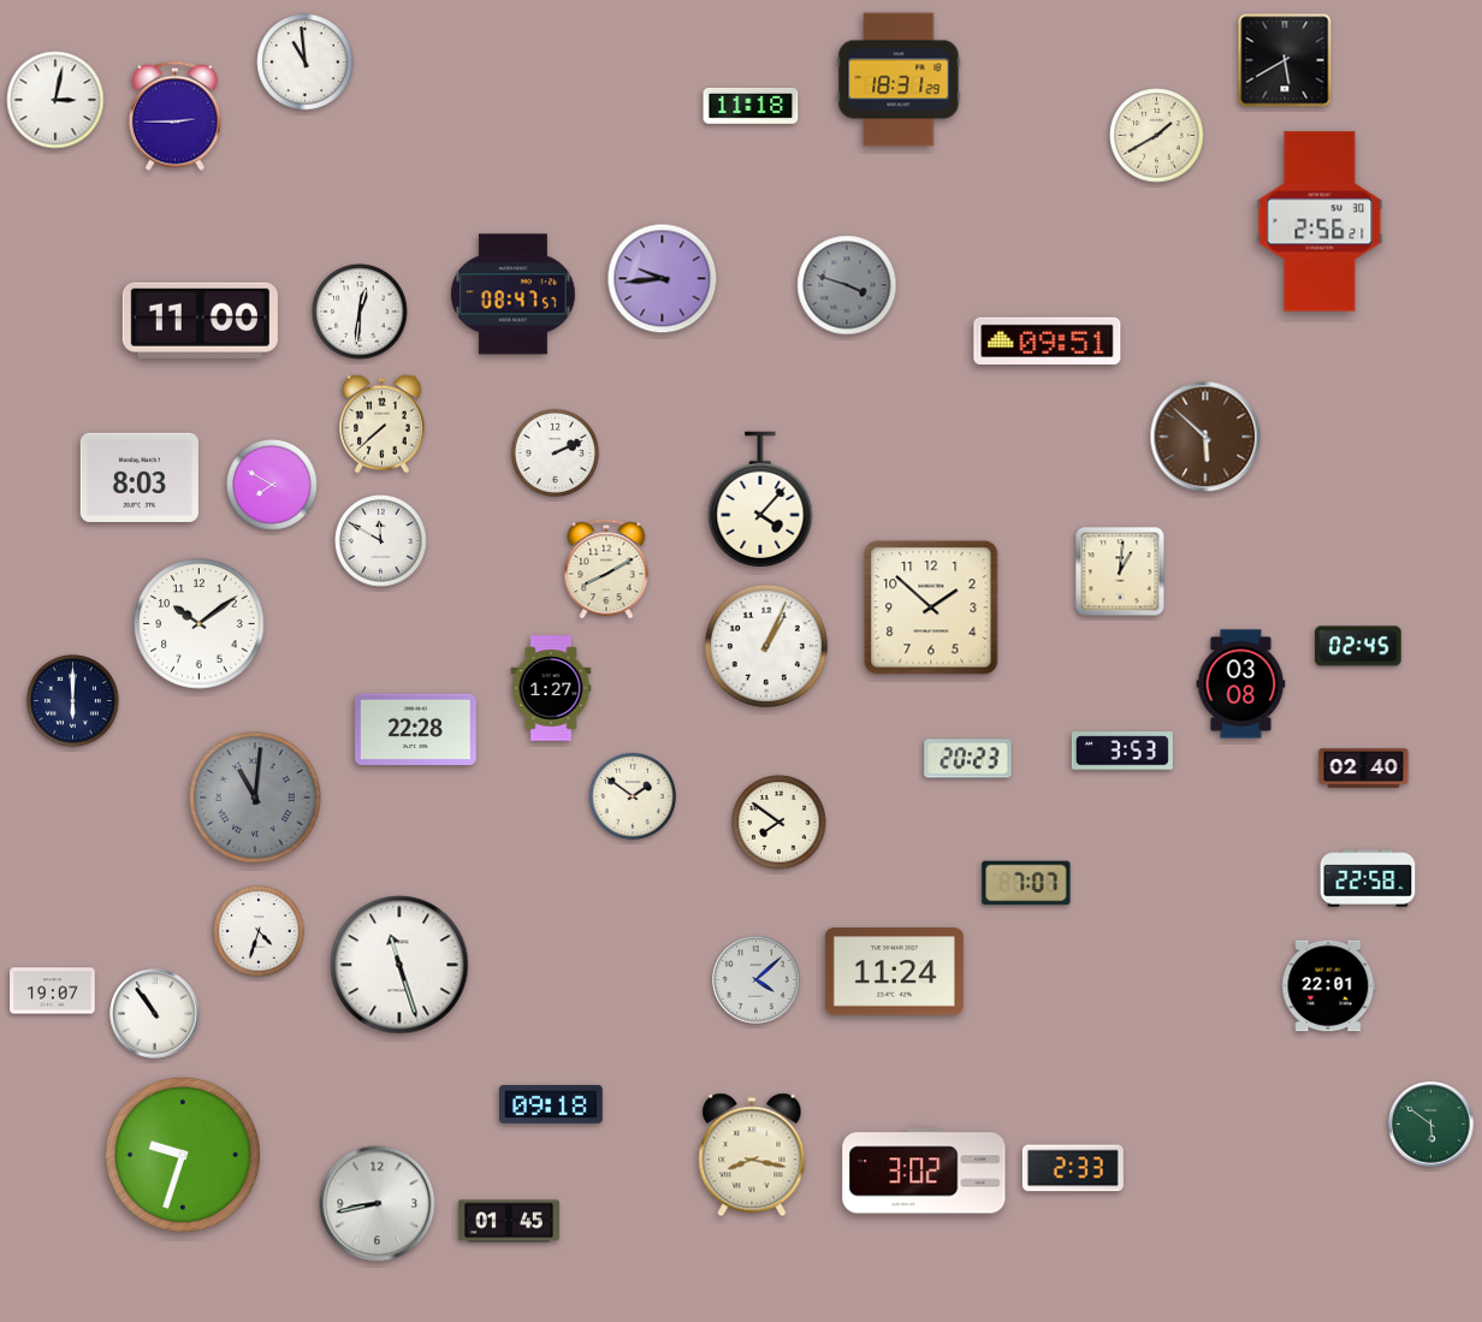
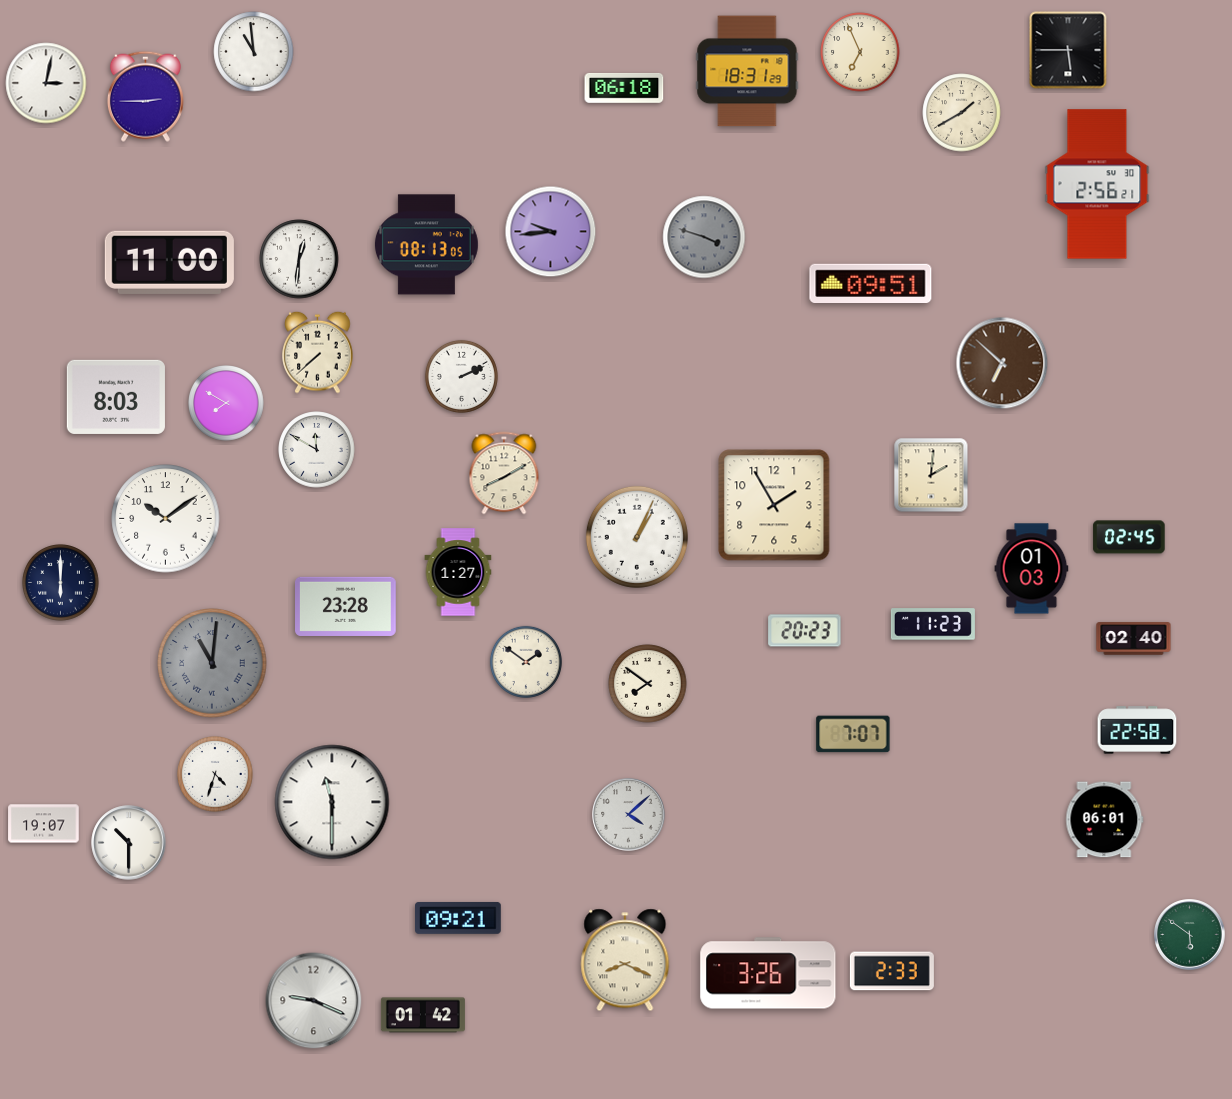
clock at (1285, 60): 5:40 -> 5:45
clock at (860, 52): none -> 6:56
clock at (899, 79) position: (899, 79) -> (747, 71)
clock at (751, 106): 11:18 -> 06:18
clock at (512, 295): 08:47 -> 08:13
clock at (200, 320) position: (200, 320) -> (169, 262)
clock at (1205, 437): 5:52 -> 6:52
clock at (760, 499): 4:07 -> none
clock at (1120, 571): 1:01 -> 2:01
clock at (931, 607): 1:52 -> 1:55
clock at (1241, 684): 03:08 -> 01:03
clock at (416, 729): 22:28 -> 23:28
clock at (1122, 751): 3:53 -> 11:23
clock at (399, 965): 11:27 -> 11:30
clock at (894, 972): 11:24 -> none
clock at (1329, 986): 22:01 -> 06:01
clock at (155, 1014): 10:54 -> 10:30
clock at (552, 1104): 09:18 -> 09:21
clock at (183, 1155): 9:33 -> none
clock at (752, 1155): 8:17 -> 8:19
clock at (924, 1170): 3:02 -> 3:26
clock at (378, 1204): 8:43 -> 9:19
clock at (509, 1221): 01:45 -> 01:42
